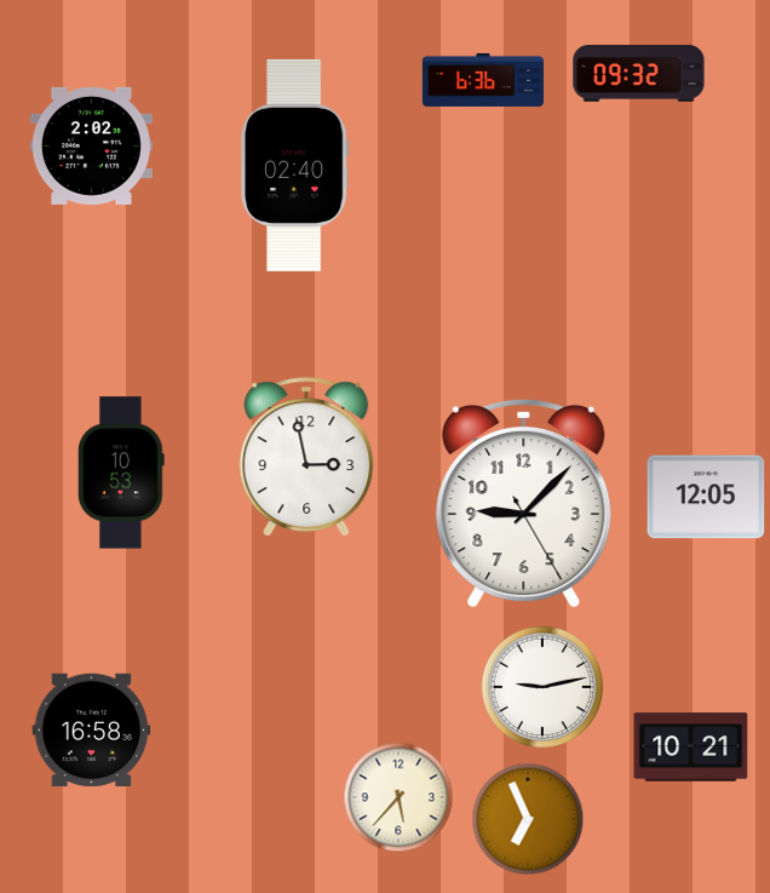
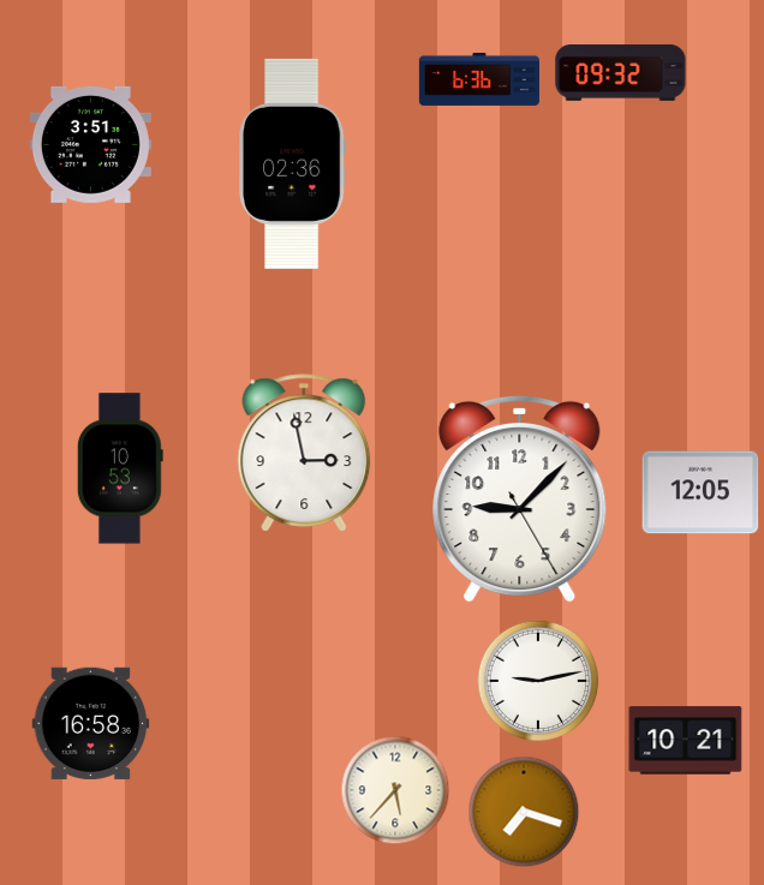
clock at (639, 74) position: (639, 74) -> (621, 73)
clock at (91, 145): 2:02 -> 3:51
clock at (295, 165): 02:40 -> 02:36
clock at (528, 819): 6:56 -> 7:18
